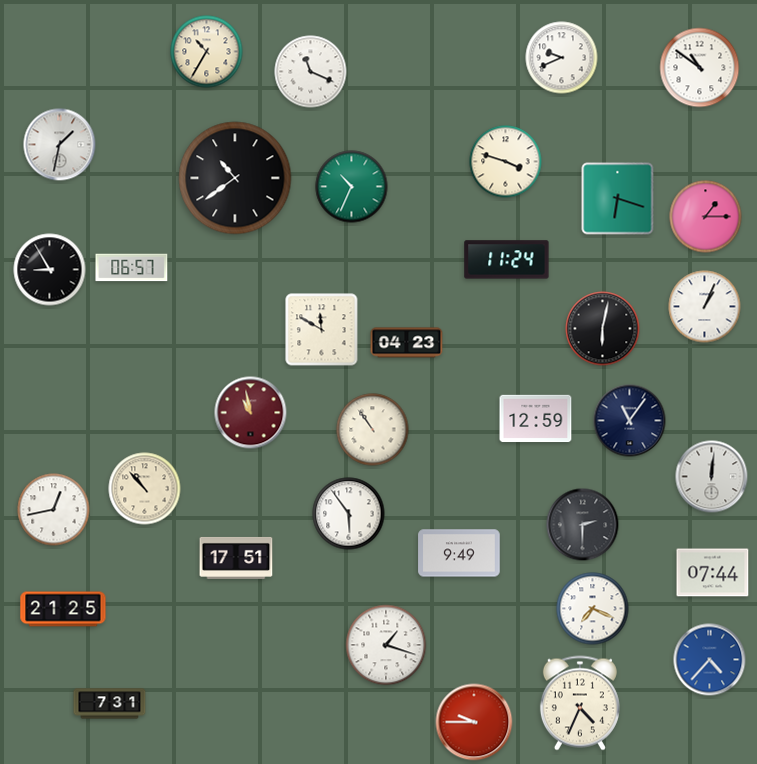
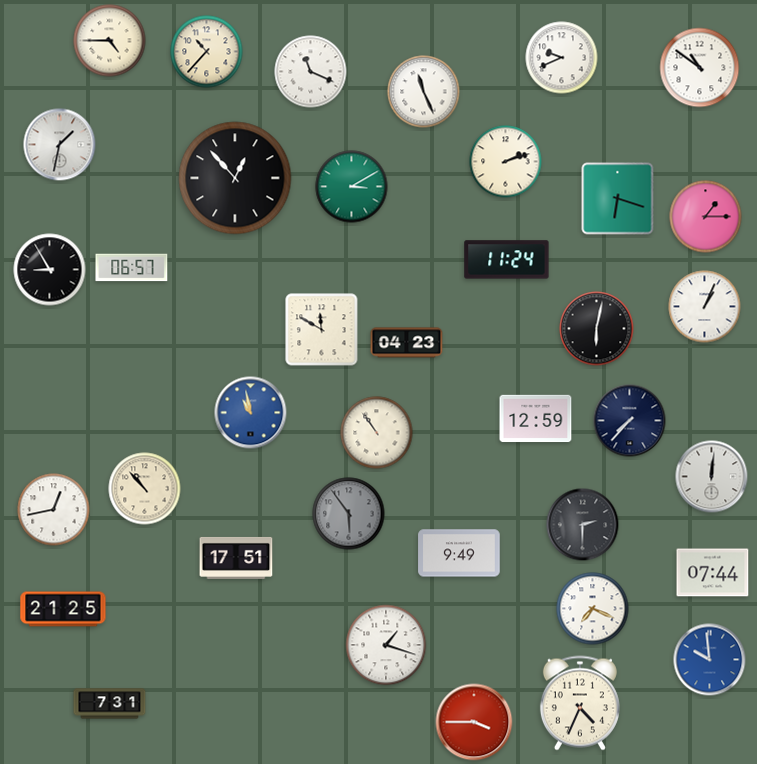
clock at (110, 41): none -> 4:45
clock at (207, 52): 10:35 -> 10:37
clock at (424, 92): none -> 11:26
clock at (506, 162): 3:48 -> 2:12
clock at (235, 178): 10:39 -> 12:53
clock at (352, 187): 10:34 -> 3:10
clock at (603, 329) position: (603, 329) -> (597, 329)
clock at (251, 413) dial: burgundy -> blue
clock at (630, 421): 11:06 -> 7:37
clock at (373, 430) position: (373, 430) -> (377, 433)
clock at (349, 514) dial: white -> grey
clock at (710, 660): 4:37 -> 9:59
clock at (474, 722): 9:45 -> 3:45
